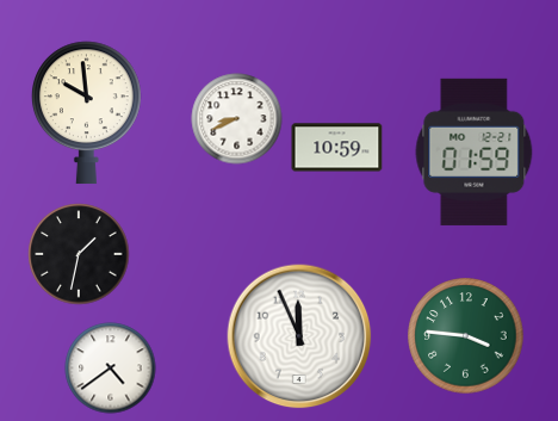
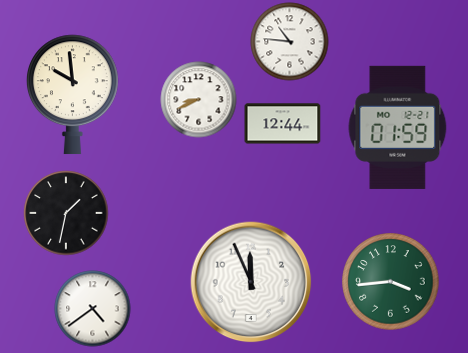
clock at (290, 42): none -> 10:46
clock at (337, 148): 10:59 -> 12:44
clock at (466, 336): 3:46 -> 3:44
